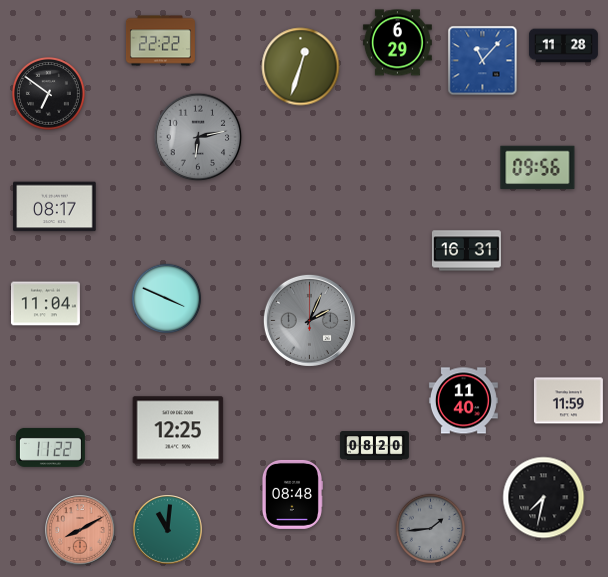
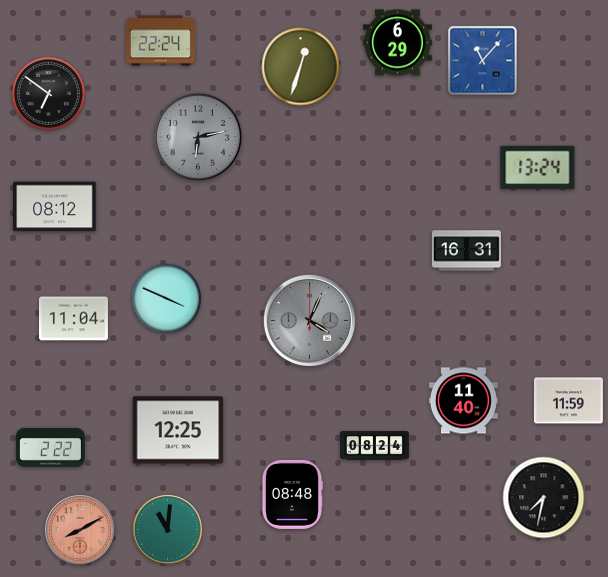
clock at (160, 41): 22:22 -> 22:24
clock at (563, 46): 11:28 -> none
clock at (538, 168): 09:56 -> 13:24
clock at (55, 207): 08:17 -> 08:12
clock at (45, 304) position: (45, 304) -> (73, 319)
clock at (309, 320): 2:04 -> 4:04
clock at (374, 446): 08:20 -> 08:24
clock at (50, 447): 11:22 -> 2:22
clock at (431, 529): 1:44 -> none
